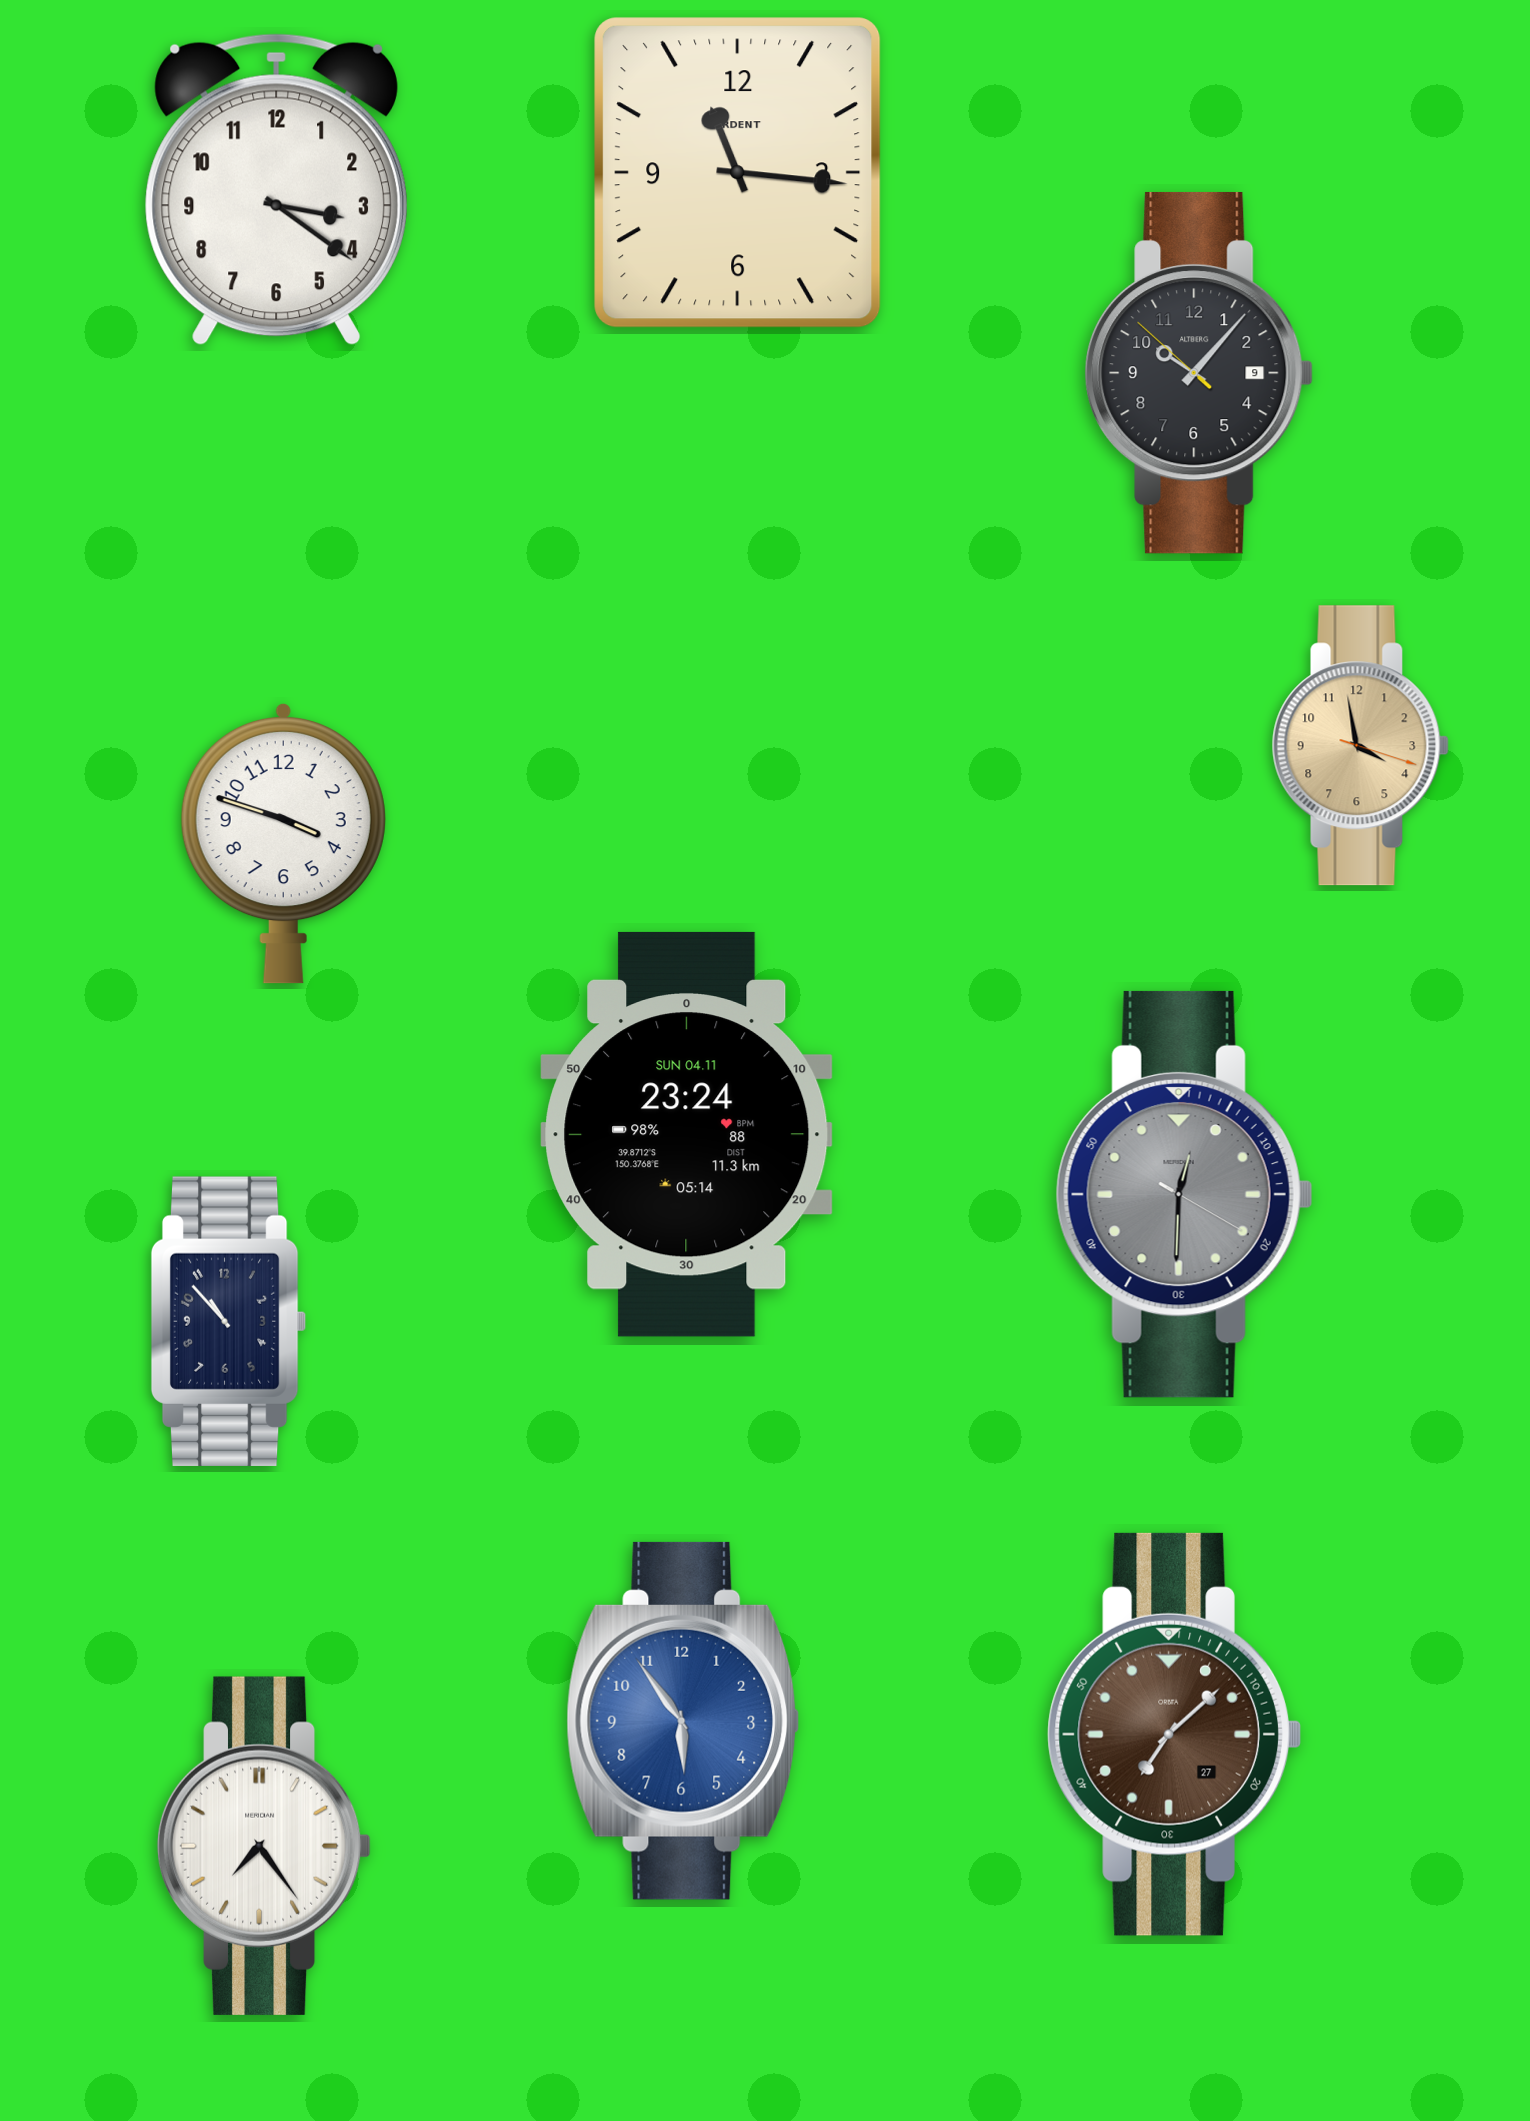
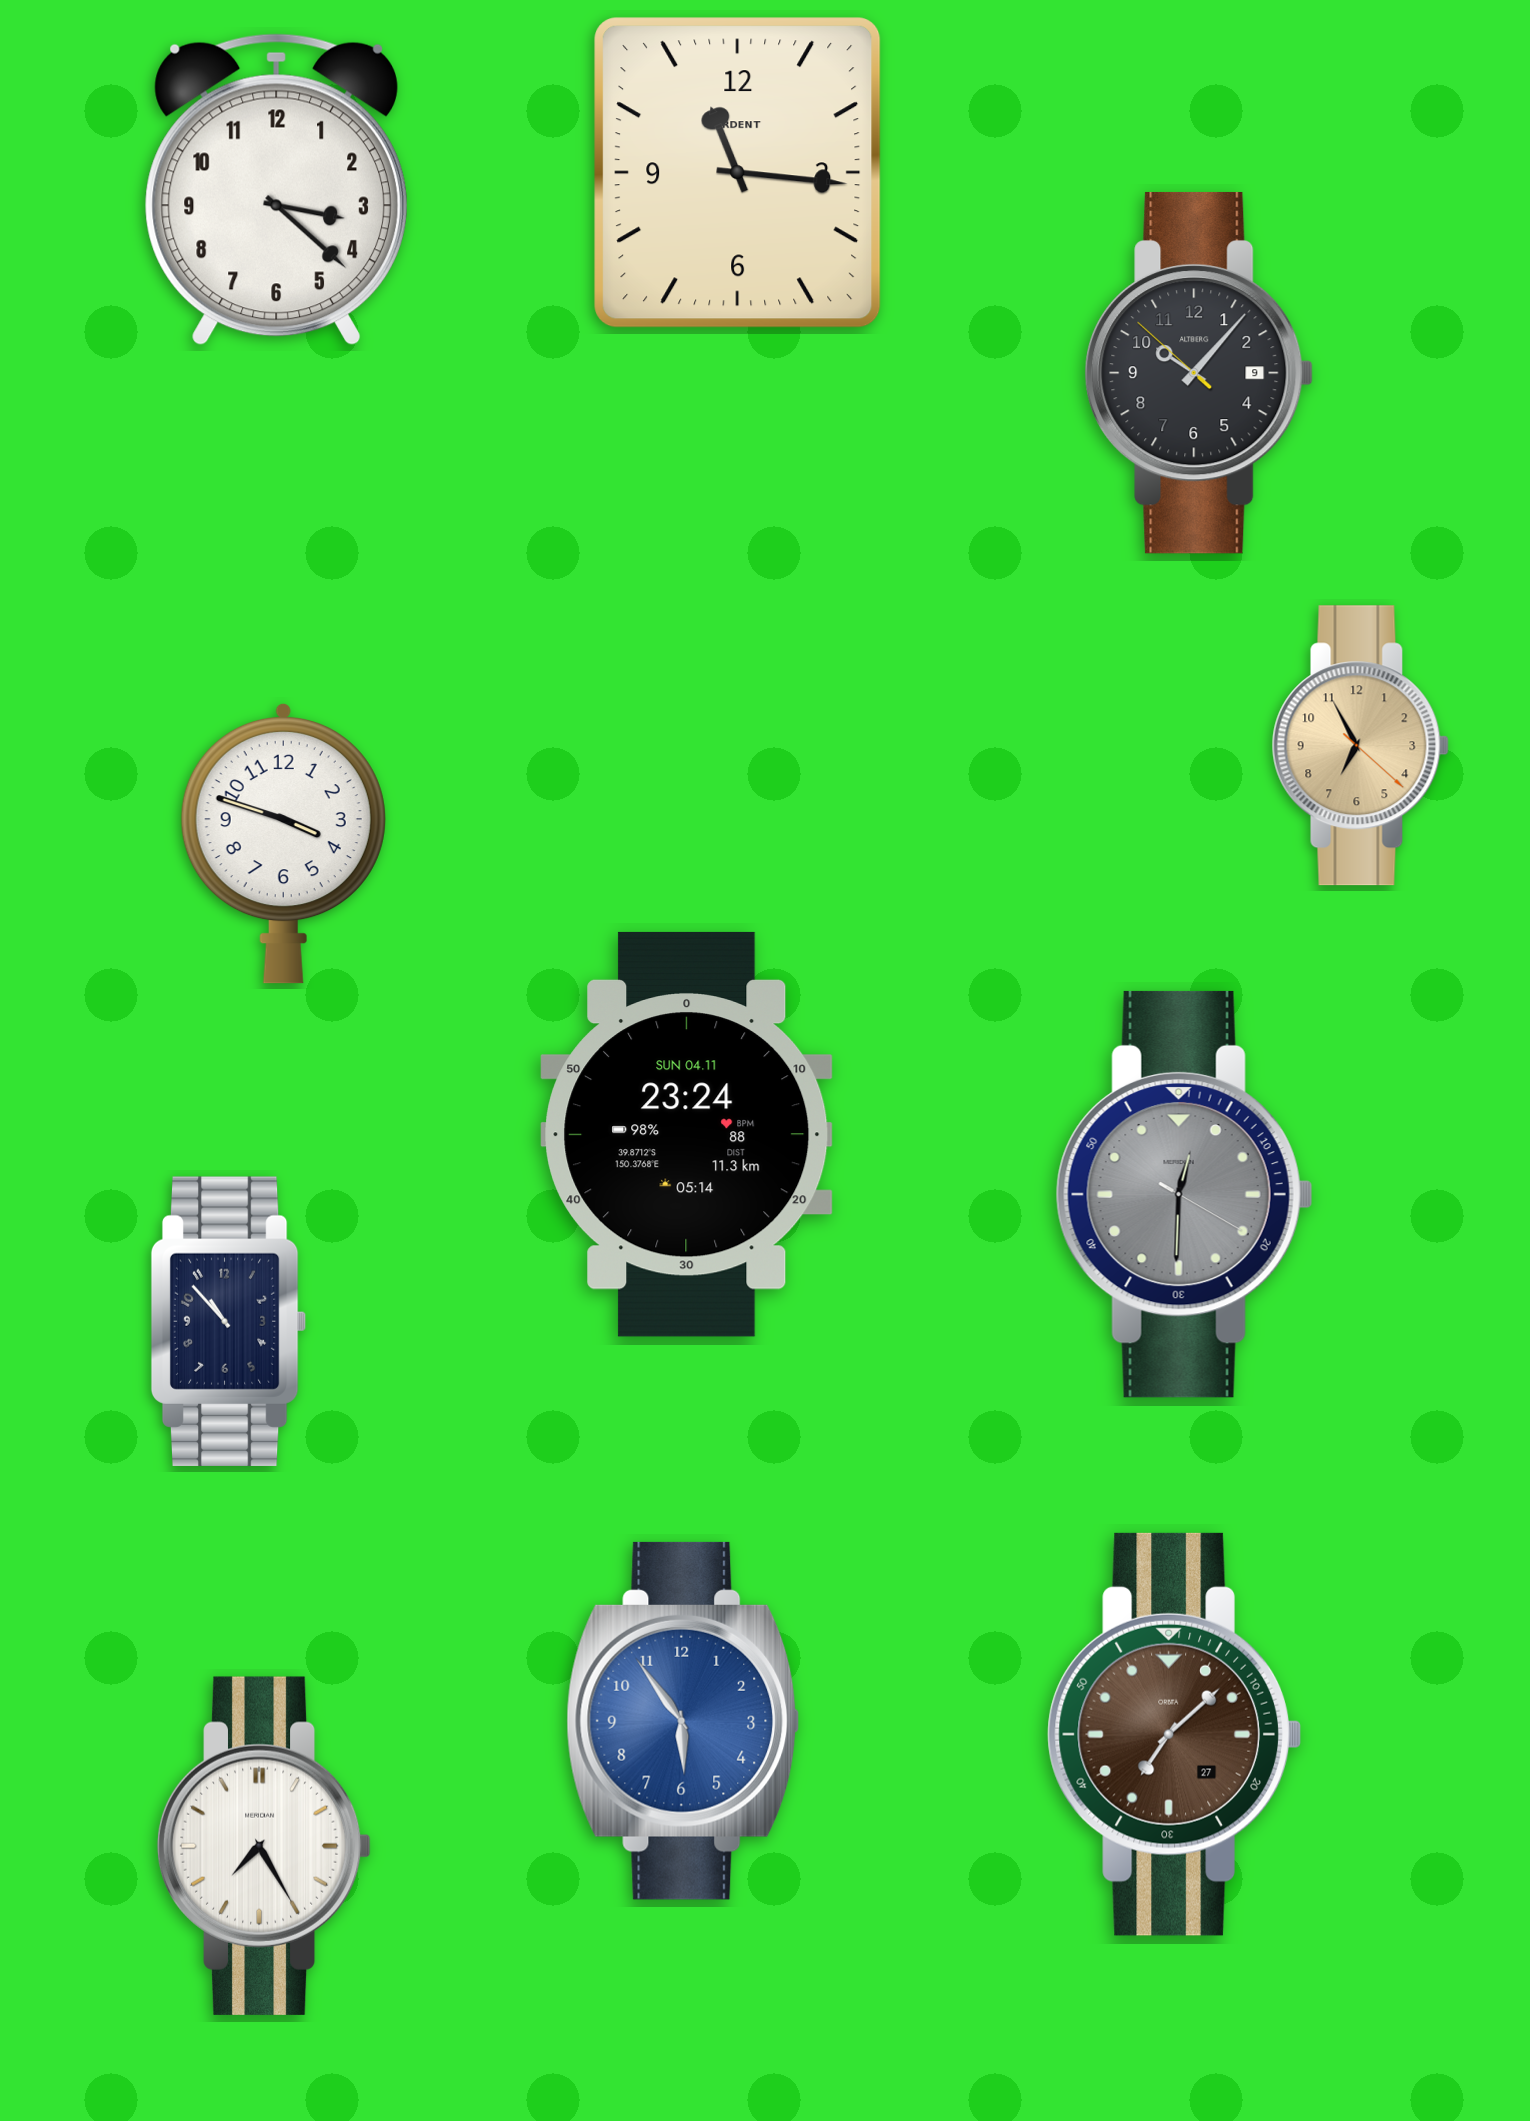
clock at (276, 190): 3:21 -> 3:22
clock at (1360, 746): 3:58 -> 6:55
clock at (264, 1846): 7:24 -> 7:25
